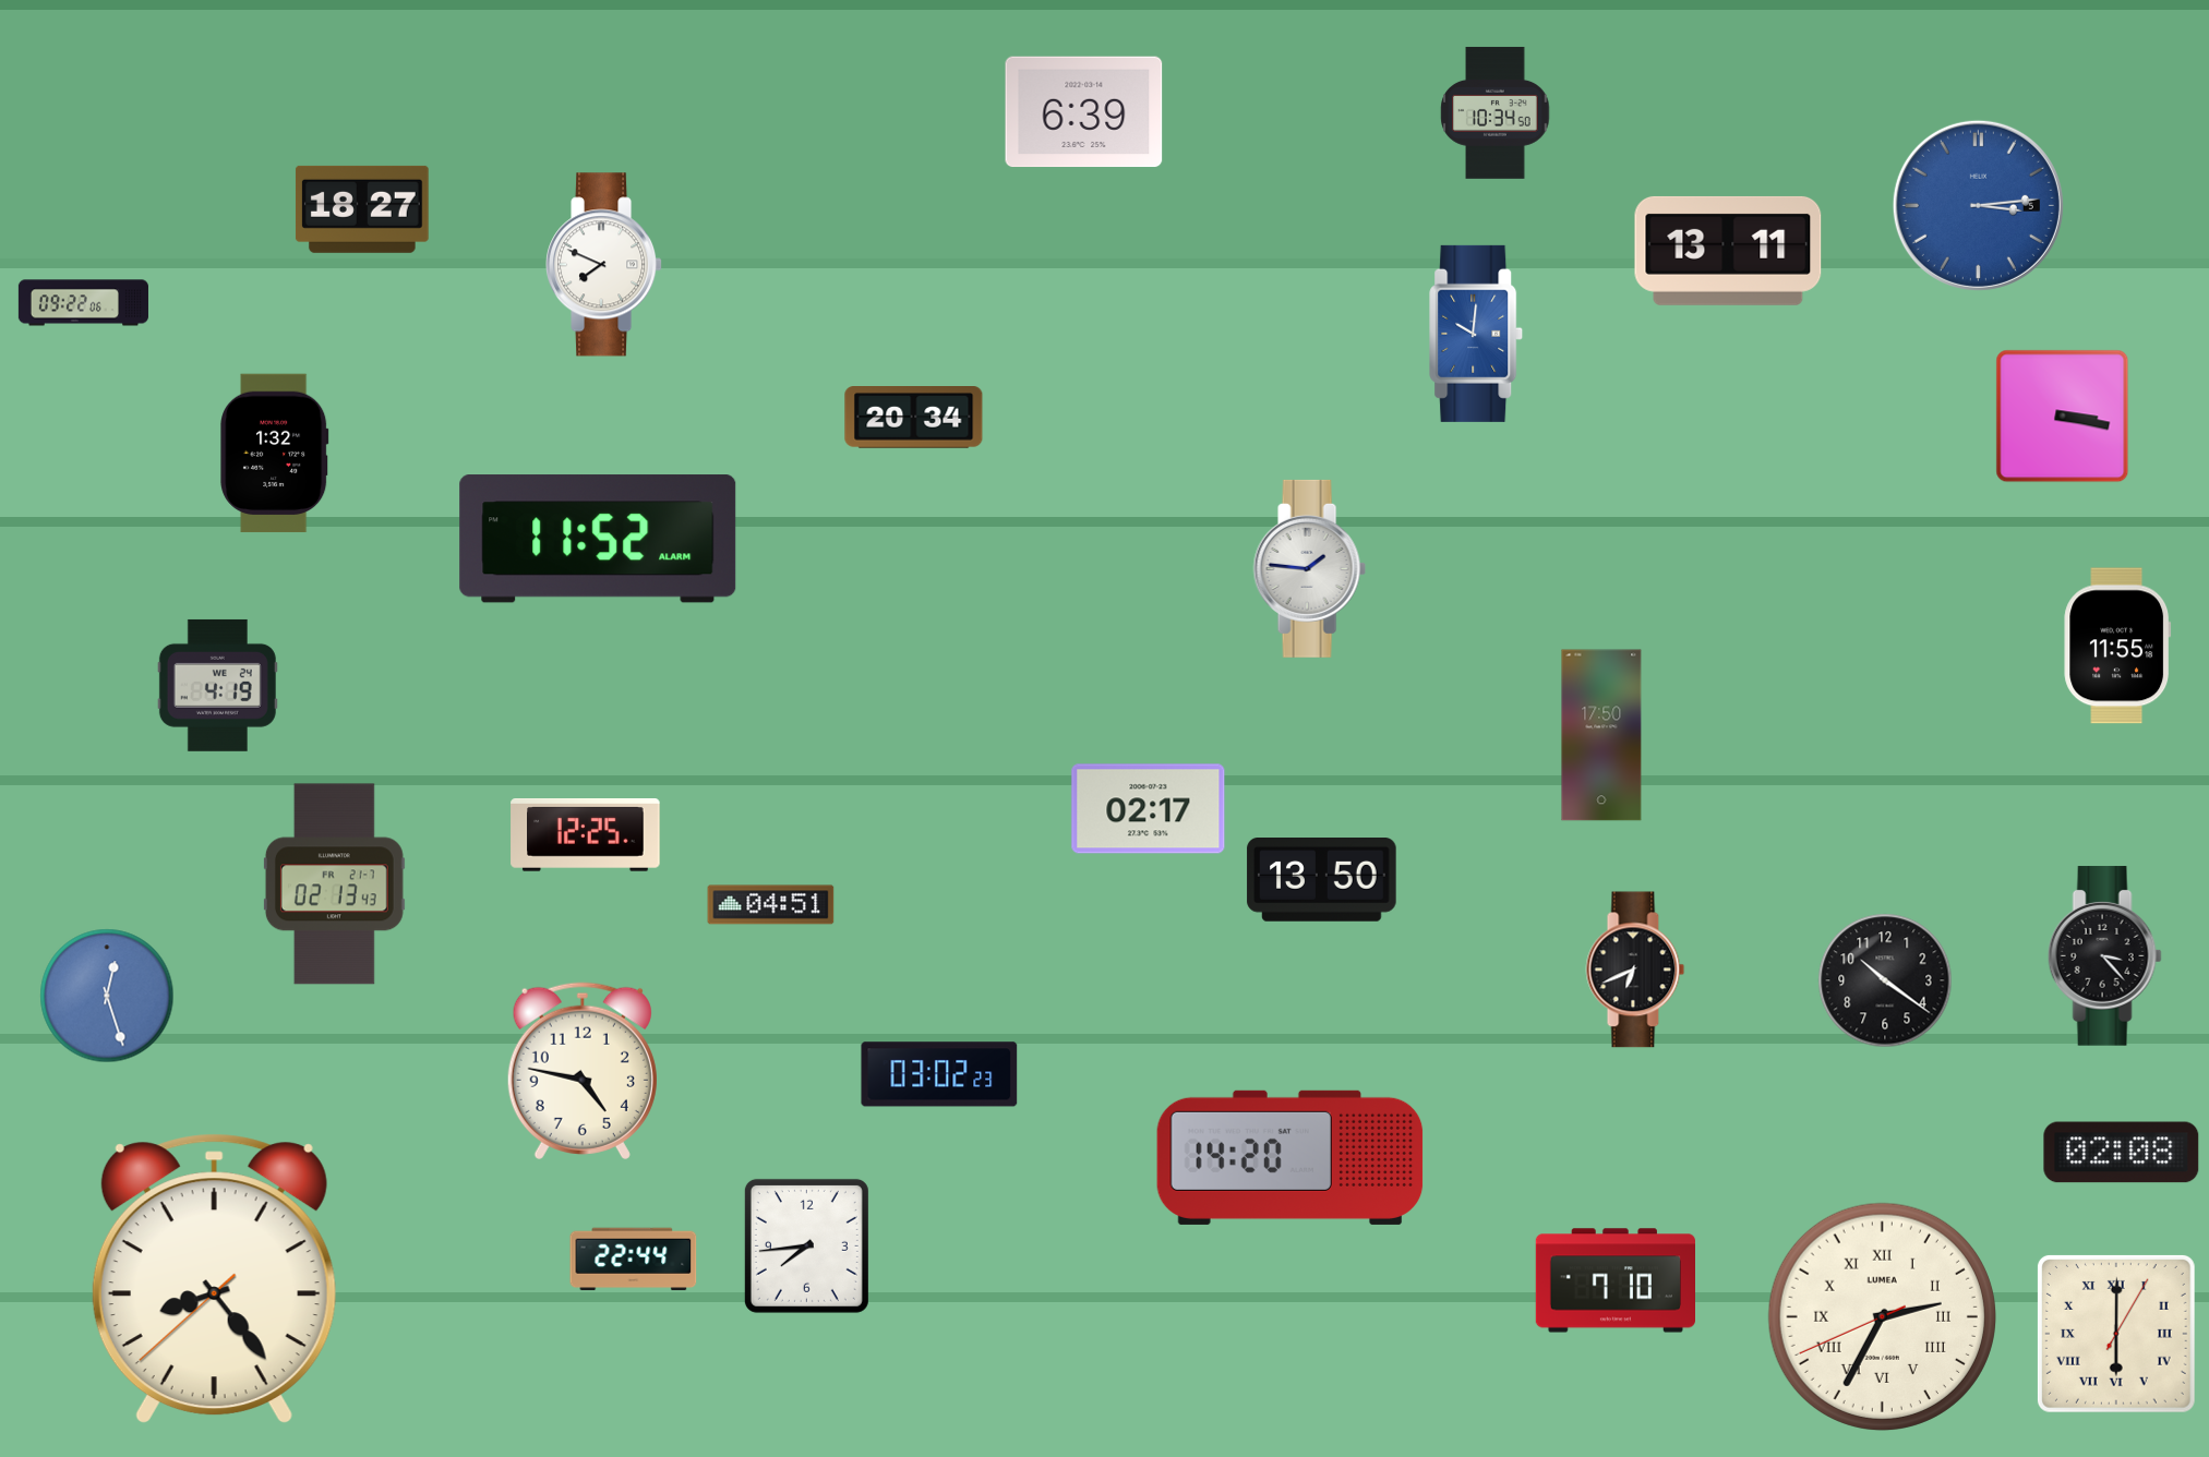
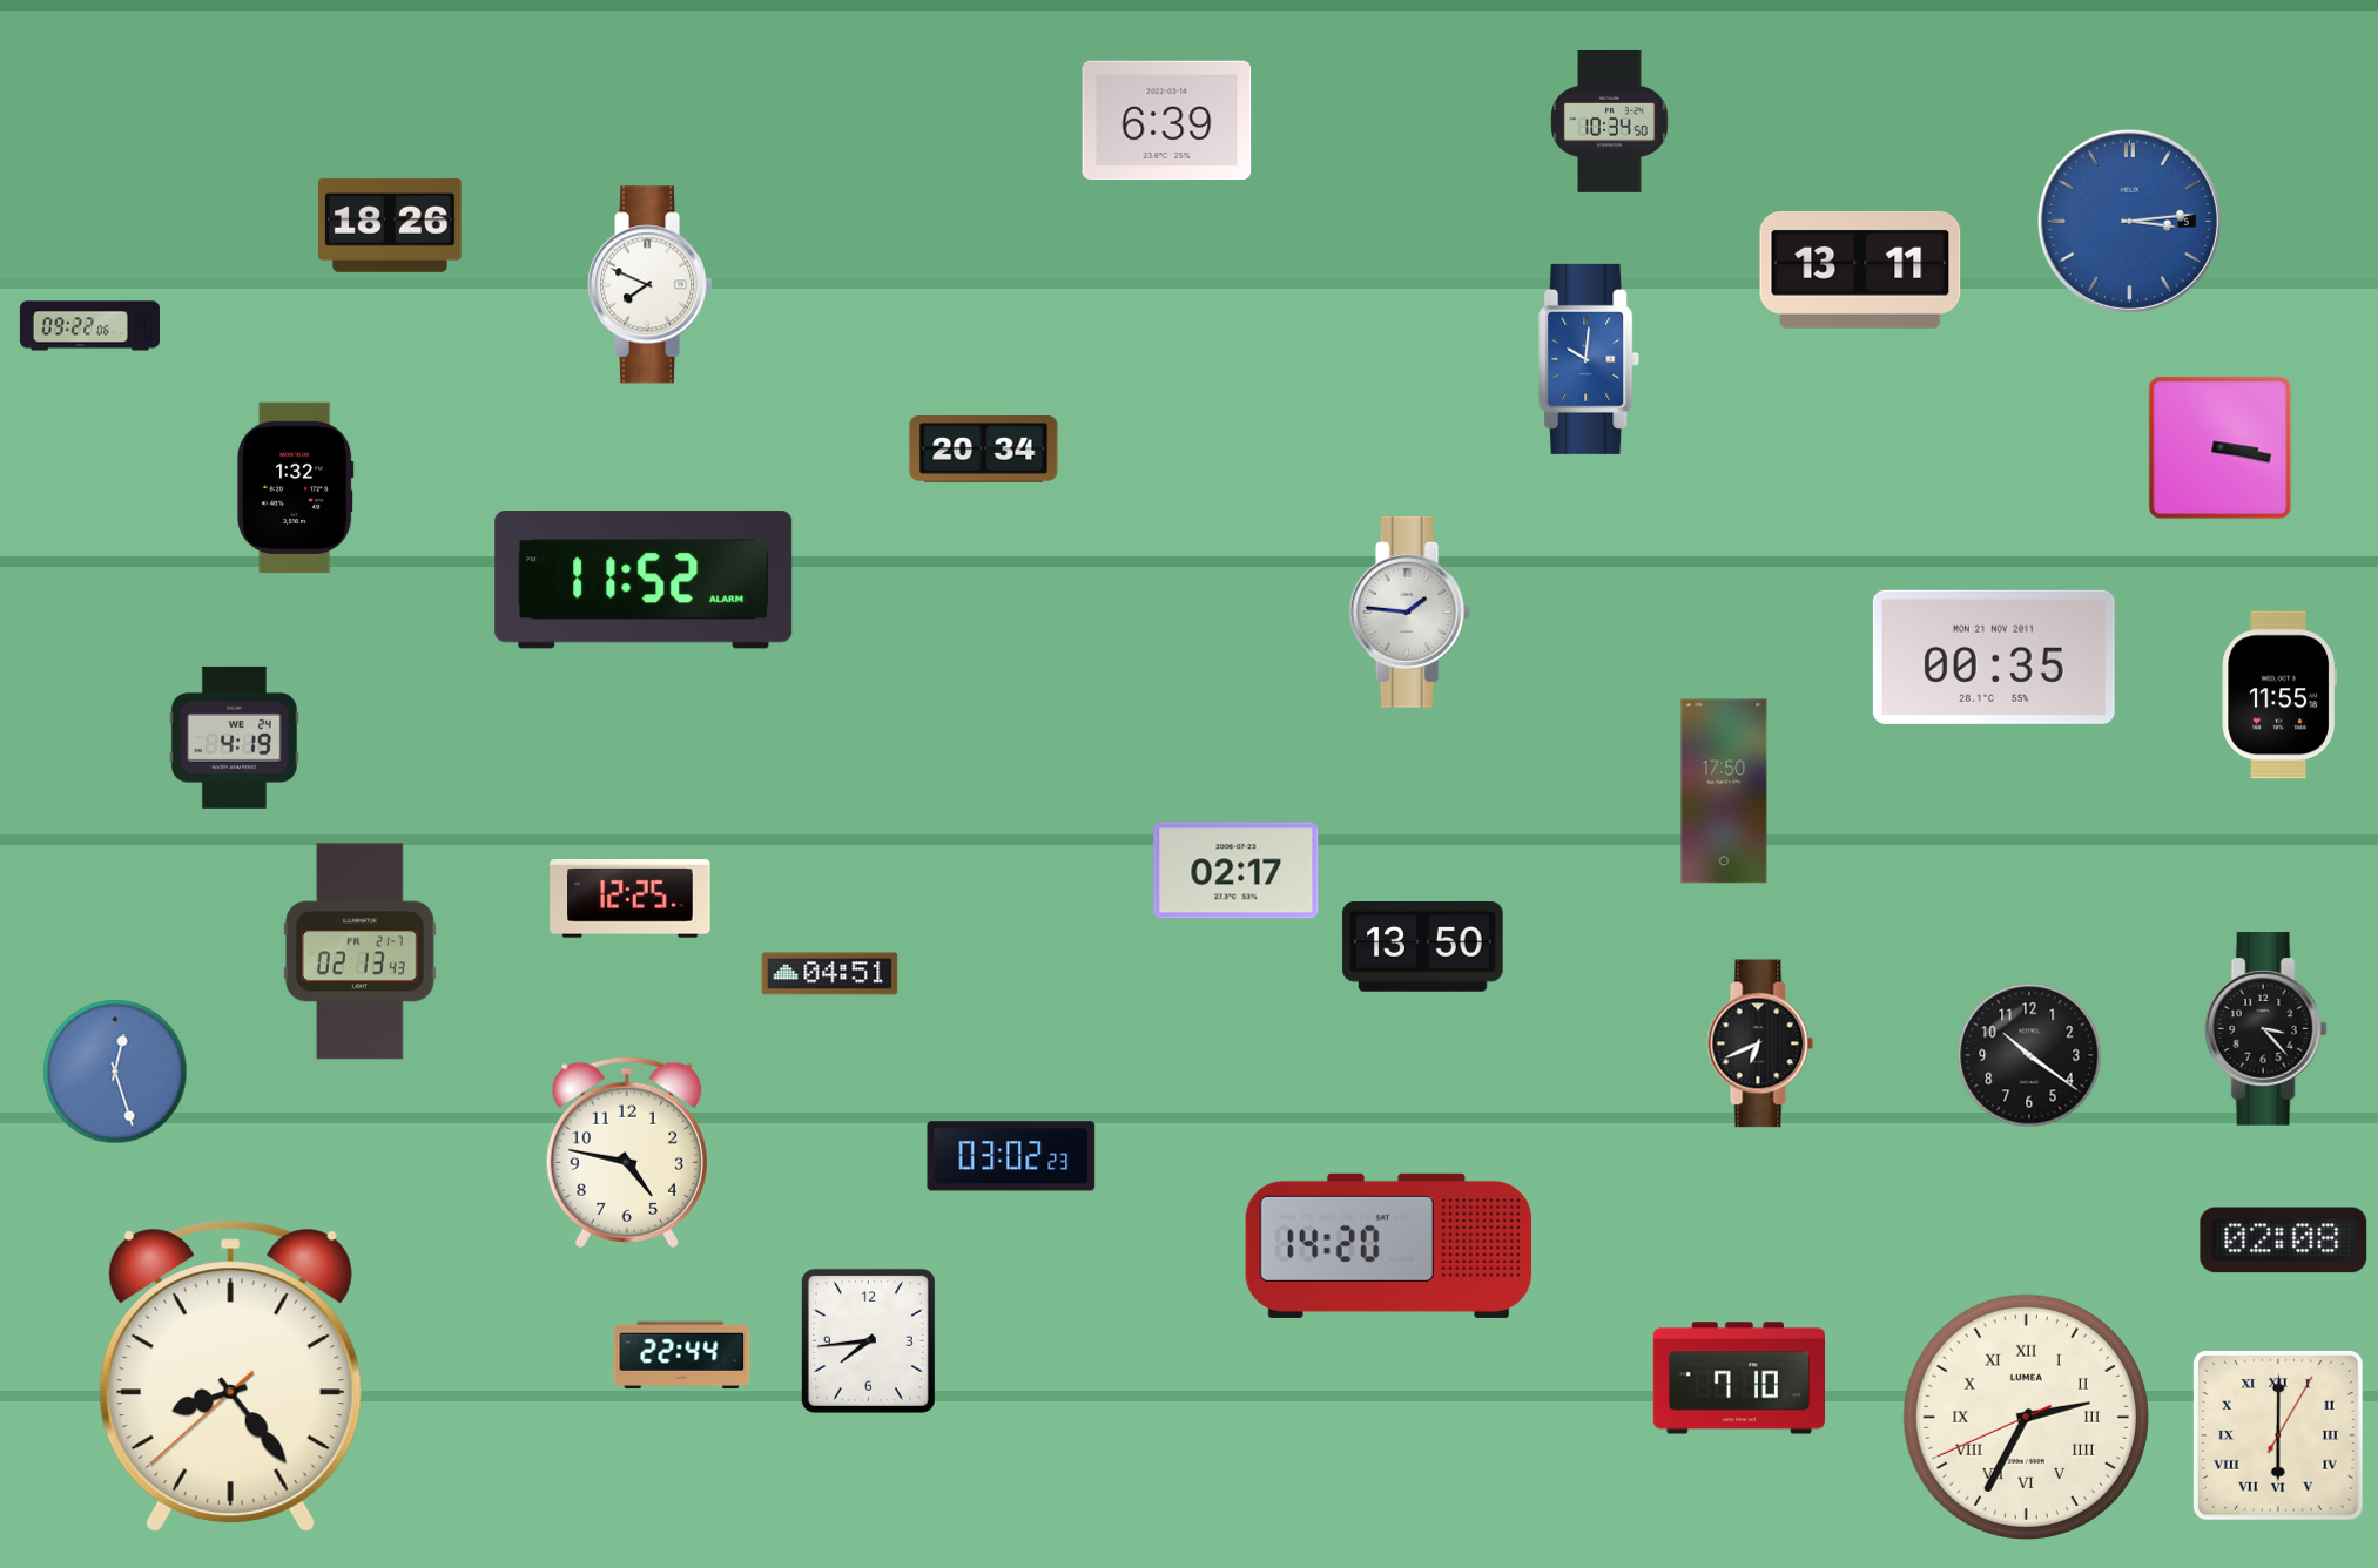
clock at (362, 209): 18:27 -> 18:26
clock at (1994, 657): none -> 00:35
